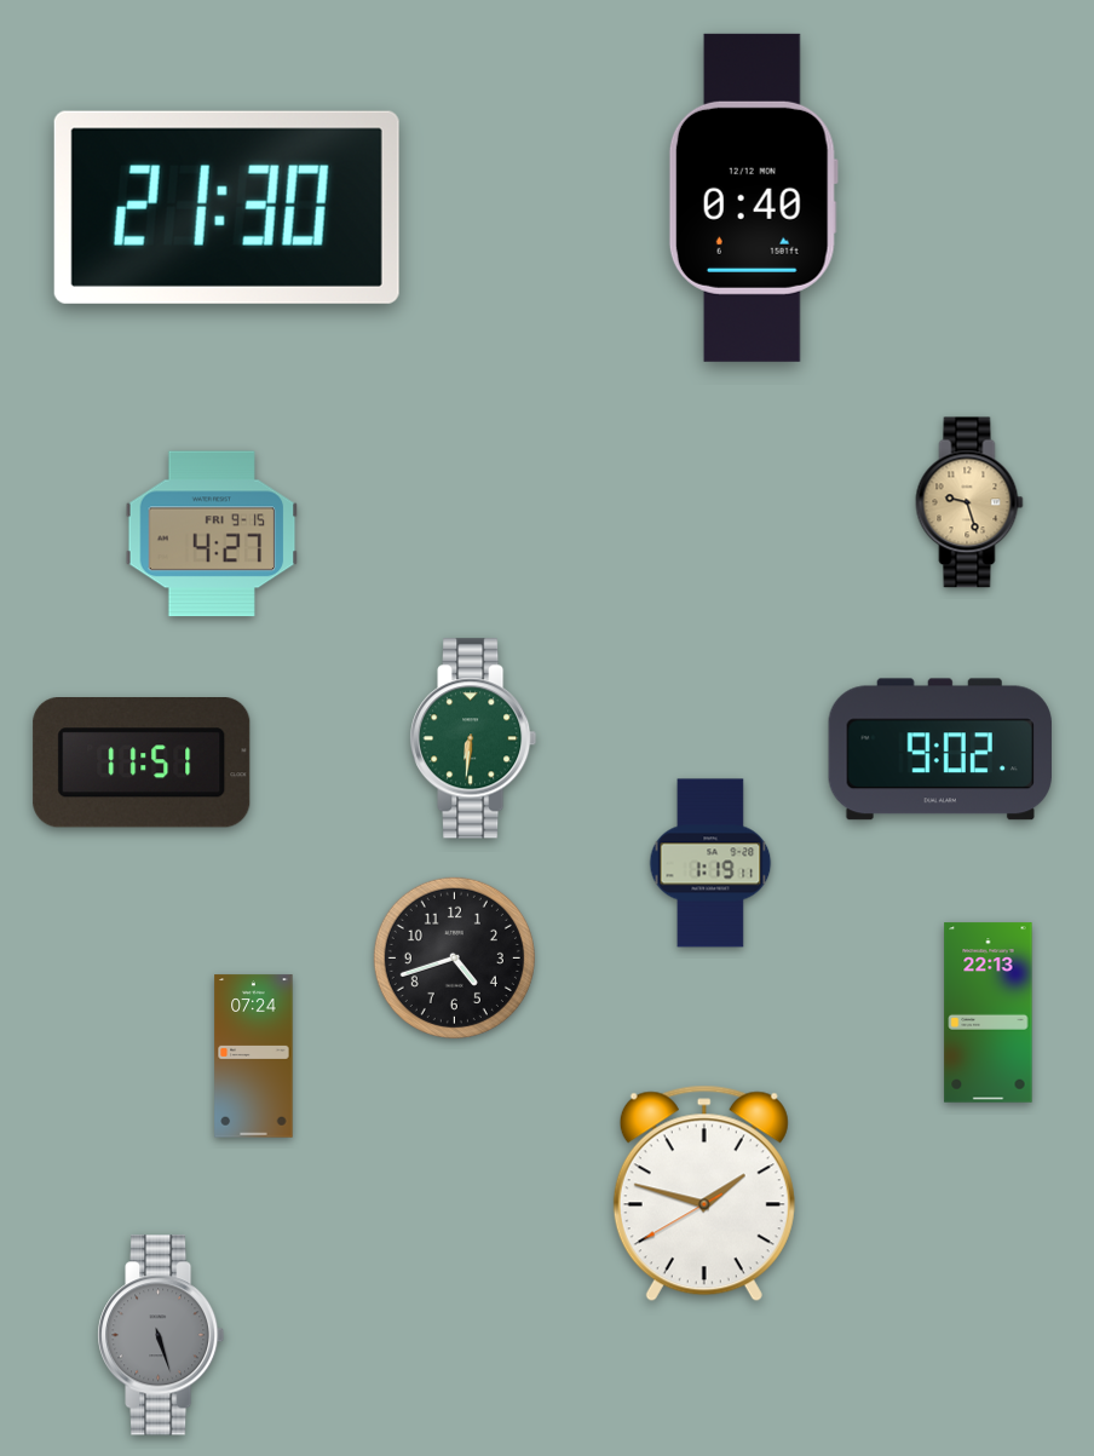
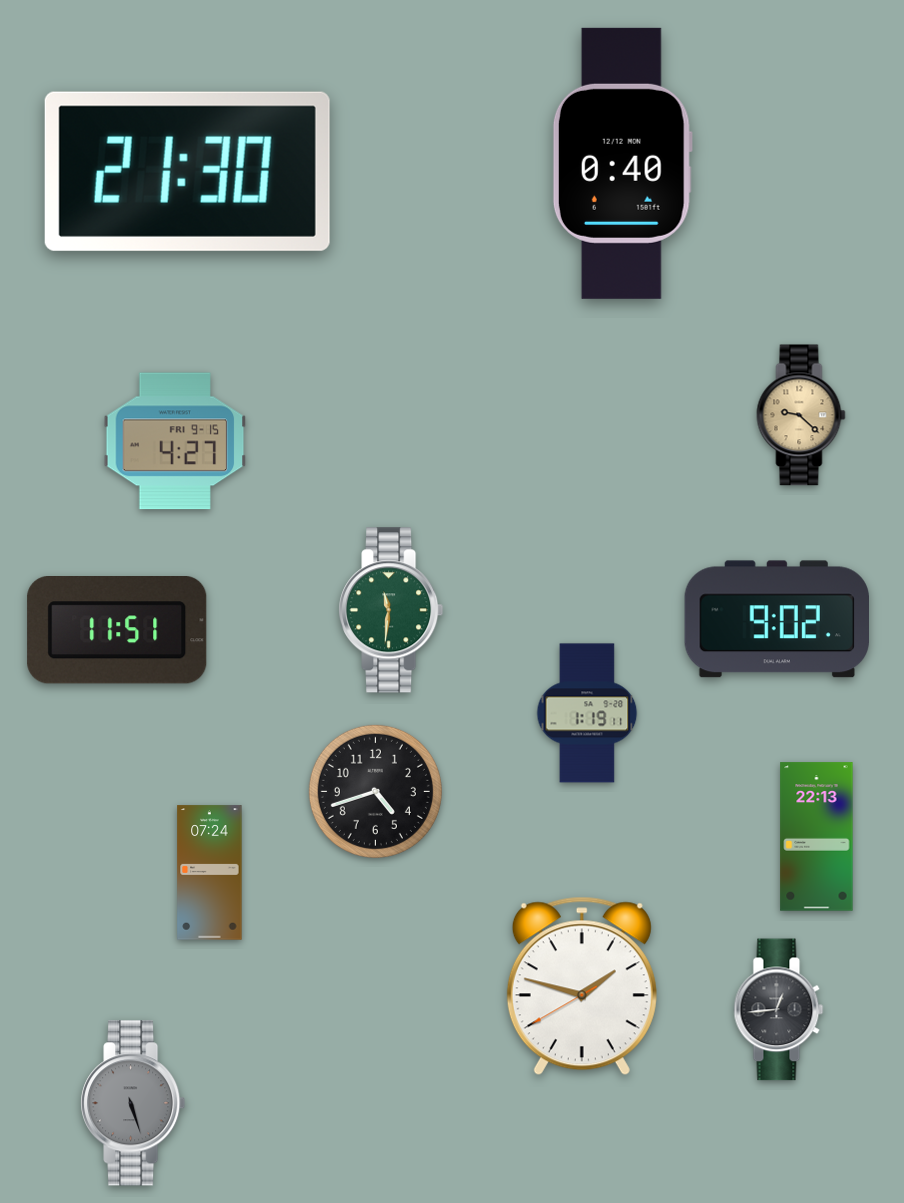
clock at (969, 502): 9:27 -> 9:22
clock at (473, 738): 6:31 -> 11:31
clock at (779, 1010): none -> 12:44
